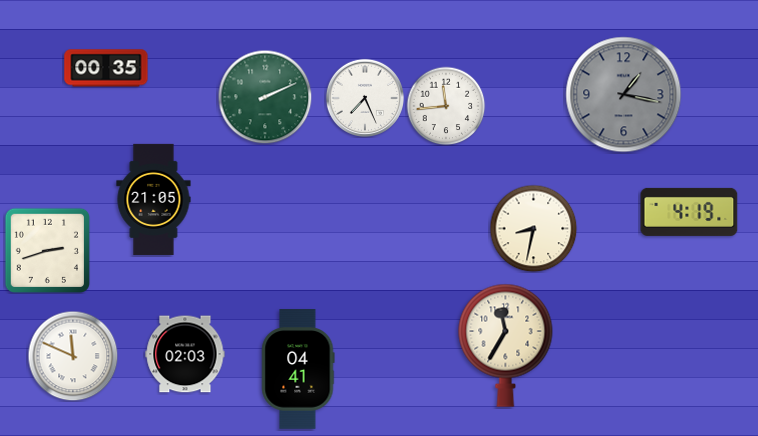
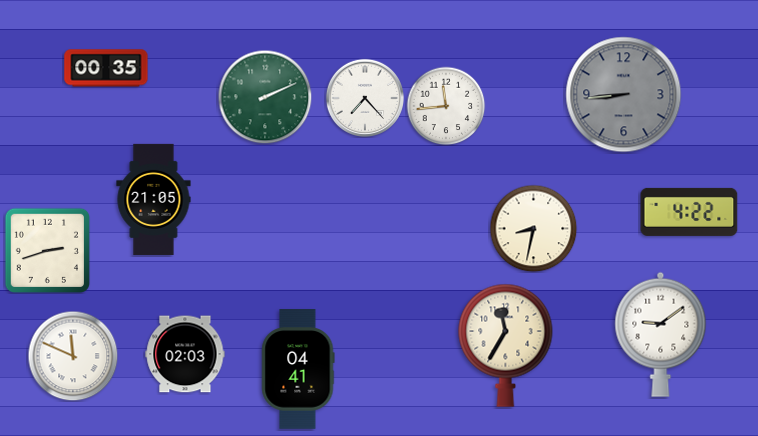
clock at (624, 95): 1:17 -> 8:44
clock at (364, 97): 7:26 -> 7:23
clock at (689, 212): 4:19 -> 4:22
clock at (661, 334): none -> 9:09
